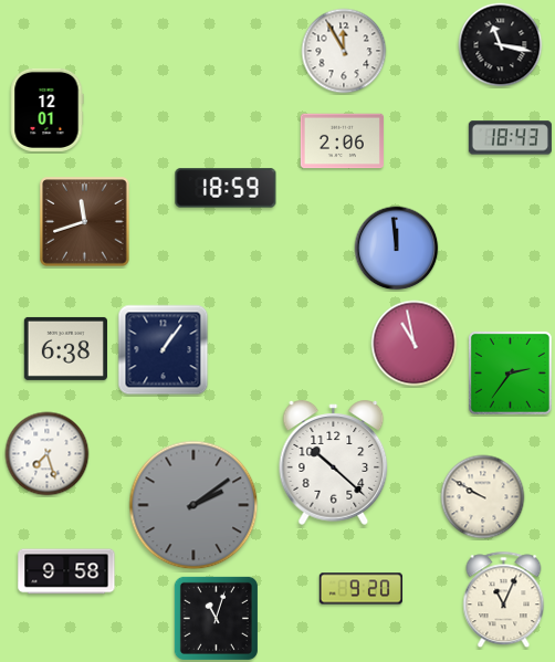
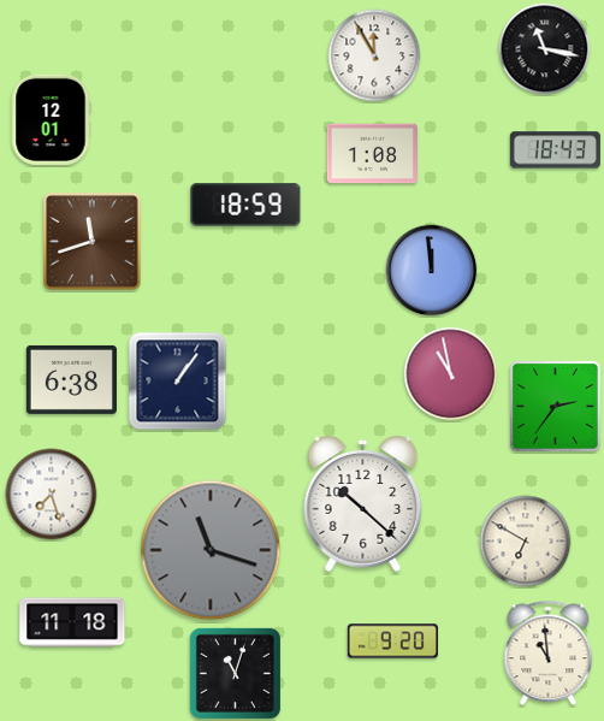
clock at (342, 141): 2:06 -> 1:08
clock at (483, 497): 9:50 -> 6:50
clock at (193, 505): 2:09 -> 11:18
clock at (66, 571): 9:58 -> 11:18
clock at (504, 600): 11:04 -> 10:59
